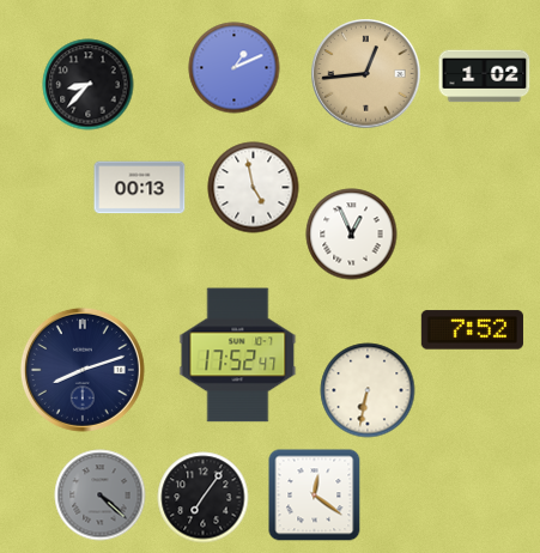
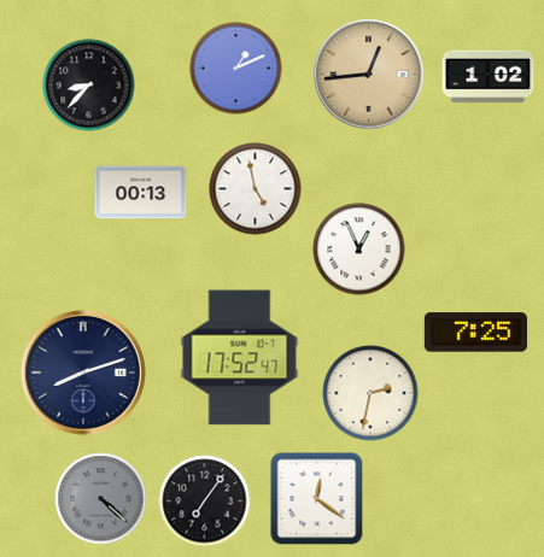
clock at (140, 188) position: (140, 188) -> (141, 193)
clock at (352, 235) position: (352, 235) -> (359, 250)
clock at (472, 330): 7:52 -> 7:25
clock at (368, 390): 6:32 -> 2:32
